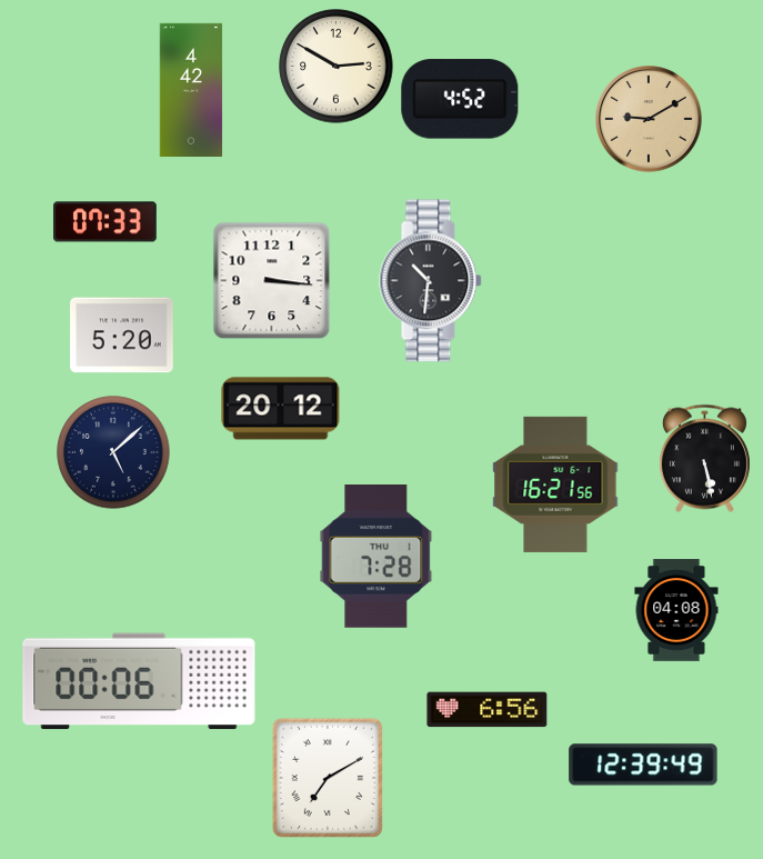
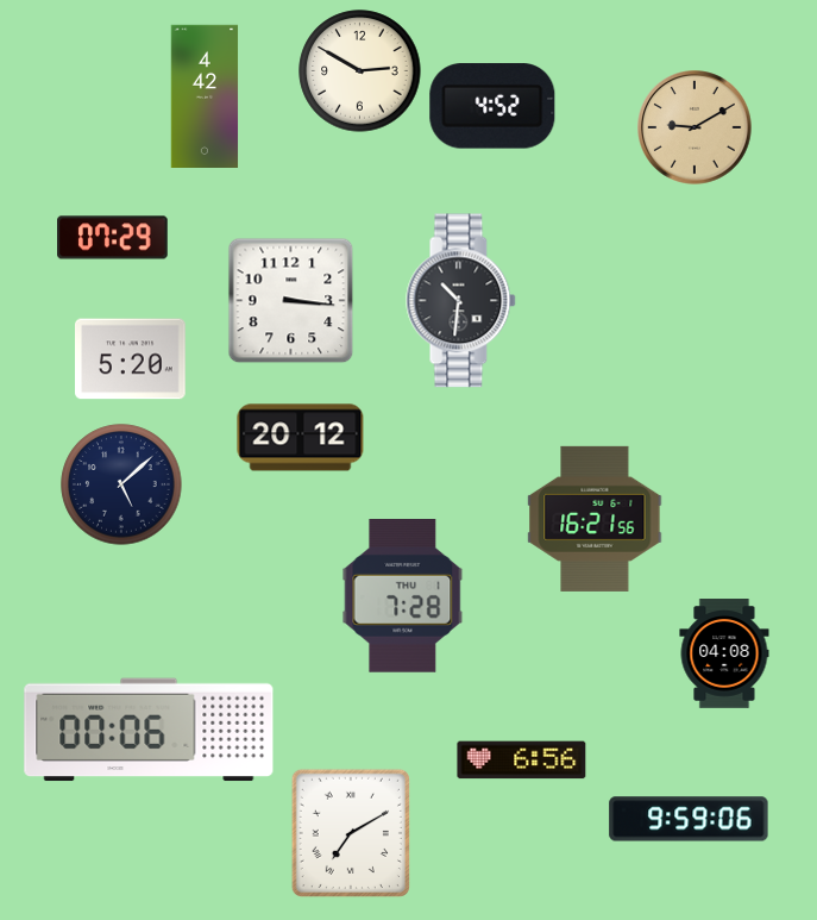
clock at (106, 222): 07:33 -> 07:29
clock at (704, 459): 5:28 -> none
clock at (643, 765): 12:39 -> 9:59
